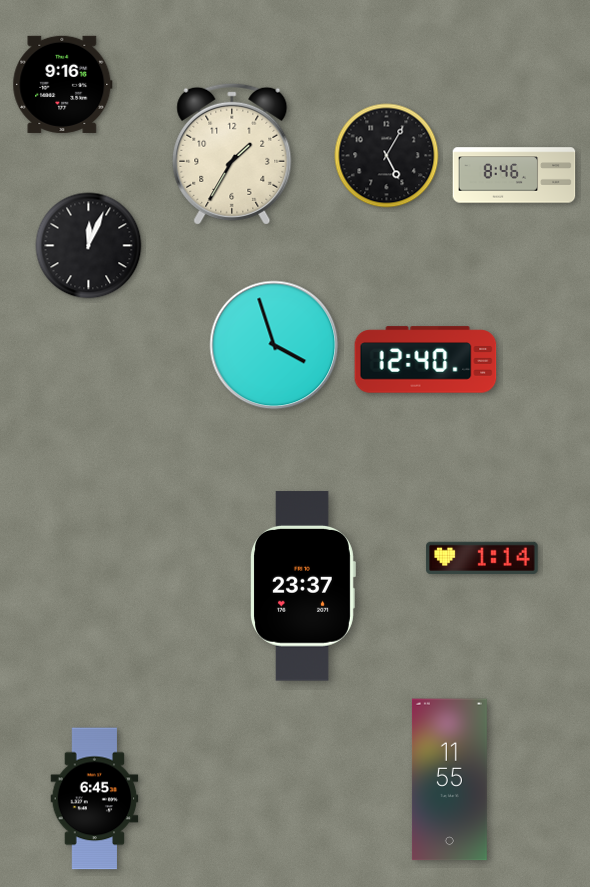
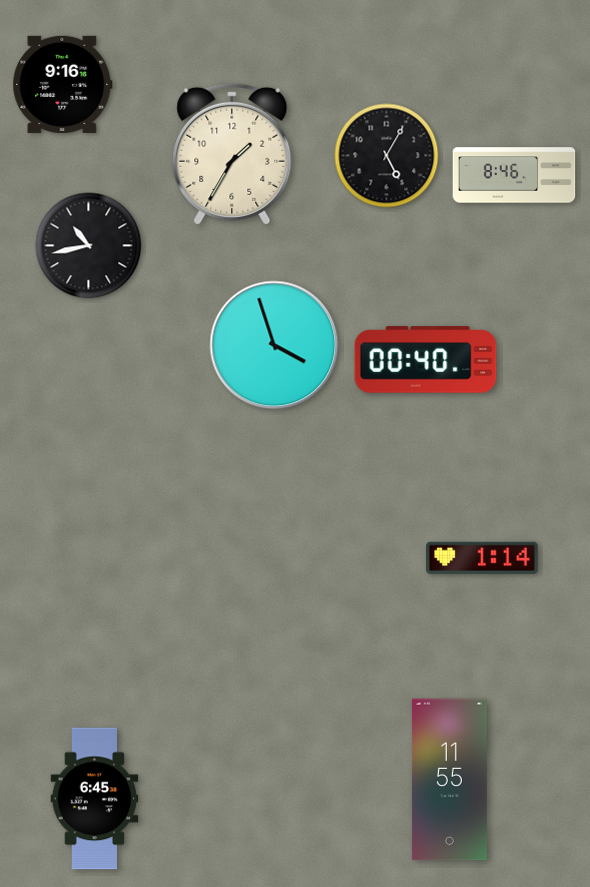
clock at (89, 246): 12:04 -> 10:43
clock at (426, 360): 12:40 -> 00:40
clock at (303, 586): 23:37 -> none
